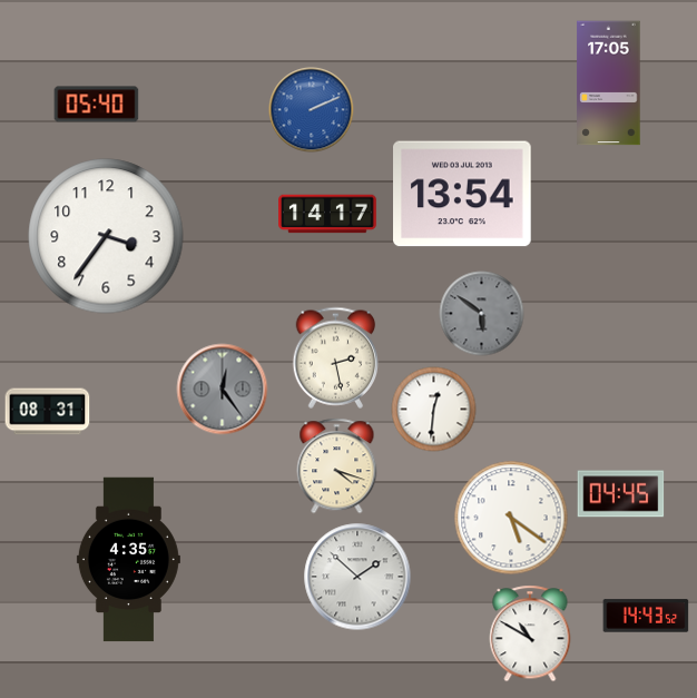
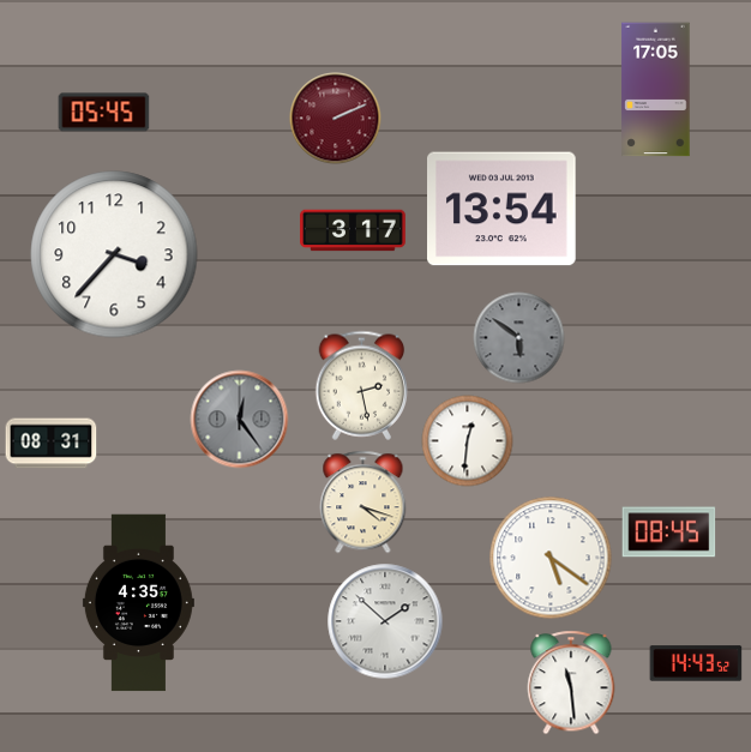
clock at (97, 105): 05:40 -> 05:45
clock at (312, 110) dial: blue -> burgundy
clock at (463, 194) position: (463, 194) -> (503, 209)
clock at (327, 214): 14:17 -> 3:17
clock at (106, 236): 3:36 -> 3:37
clock at (621, 494): 04:45 -> 08:45
clock at (530, 633): 10:50 -> 11:29
